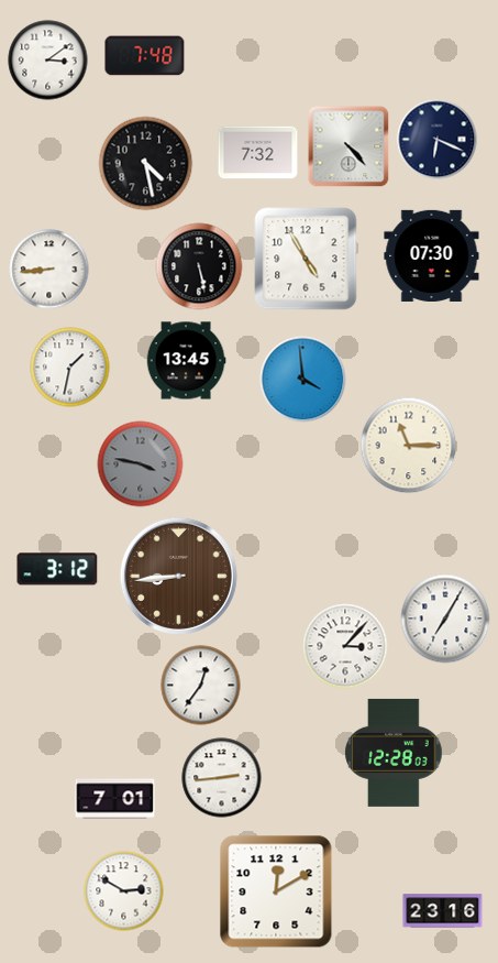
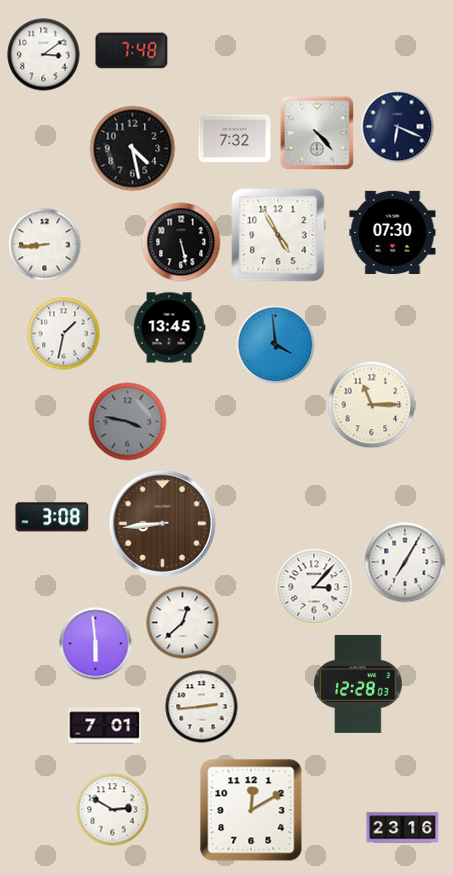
clock at (57, 569): 3:12 -> 3:08
clock at (201, 686): 12:36 -> 12:38
clock at (96, 644): none -> 5:59
